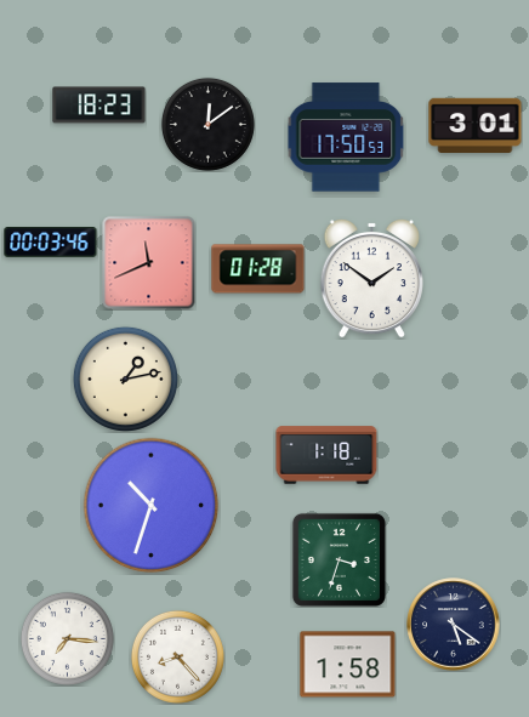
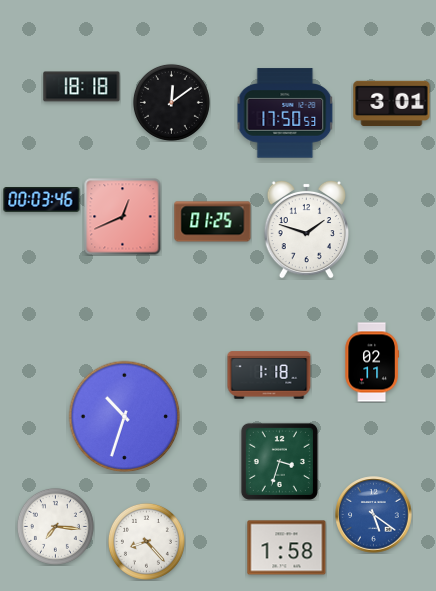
clock at (99, 106): 18:23 -> 18:18
clock at (149, 263): 11:41 -> 12:41
clock at (258, 269): 01:28 -> 01:25
clock at (371, 278): 1:51 -> 1:48
clock at (125, 379): 1:13 -> none
clock at (372, 362): none -> 02:11
clock at (454, 625) dial: navy -> blue
